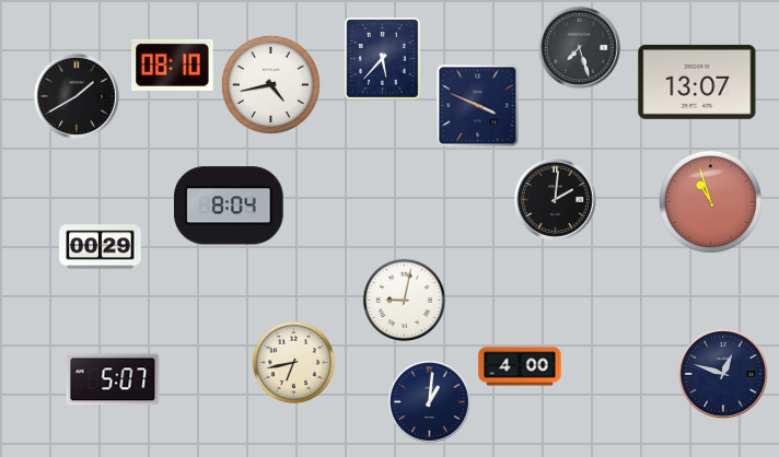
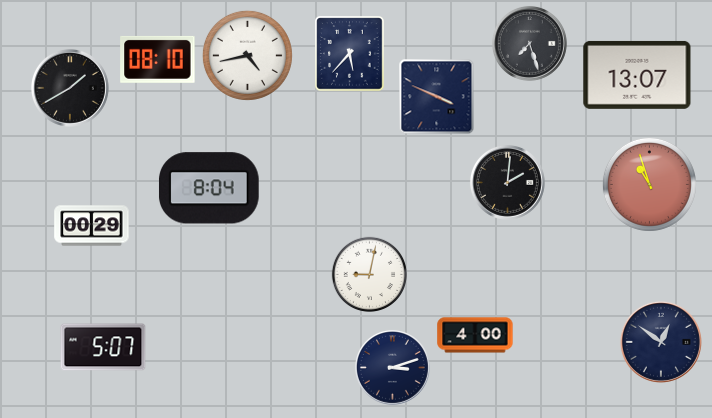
clock at (270, 84) position: (270, 84) -> (247, 55)
clock at (294, 363): 6:43 -> none
clock at (723, 374): 12:48 -> 12:51
clock at (429, 401): 1:01 -> 3:12
